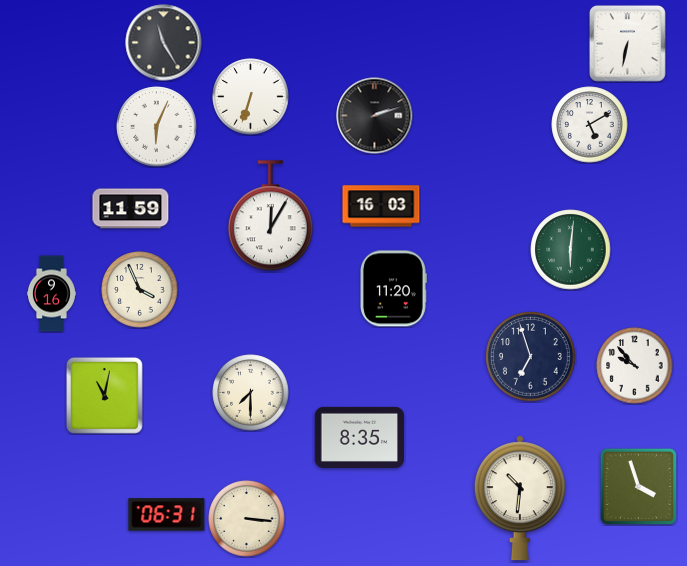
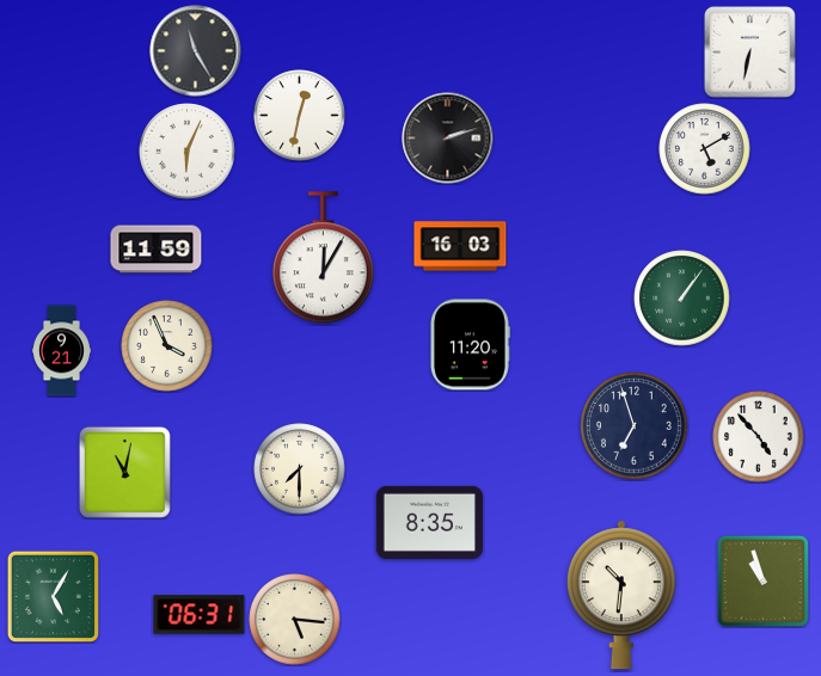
clock at (251, 97): 6:33 -> 12:32
clock at (381, 206) position: (381, 206) -> (460, 246)
clock at (571, 250): 6:01 -> 1:06
clock at (51, 294): 9:16 -> 9:21
clock at (635, 366): 9:53 -> 4:53
clock at (638, 486): 3:57 -> 10:57
clock at (53, 596): none -> 5:05
clock at (247, 519): 3:16 -> 5:16
